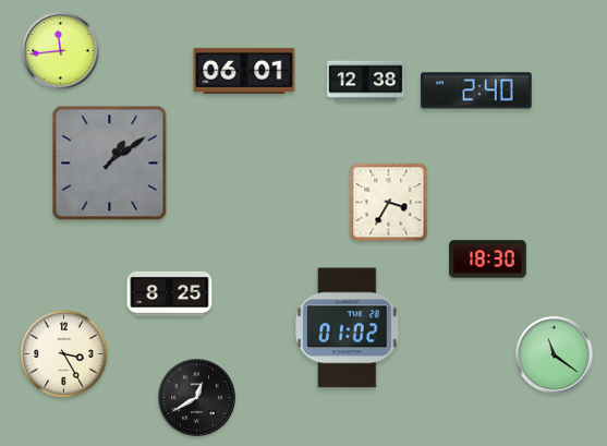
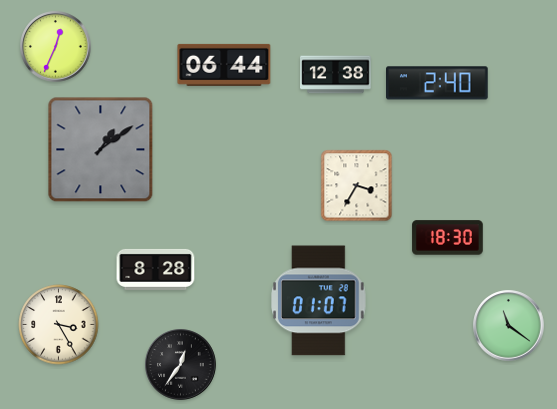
clock at (61, 51): 11:44 -> 12:34
clock at (244, 71): 06:01 -> 06:44
clock at (170, 293): 8:25 -> 8:28
clock at (348, 328): 01:02 -> 01:07
clock at (197, 398): 12:40 -> 12:36
